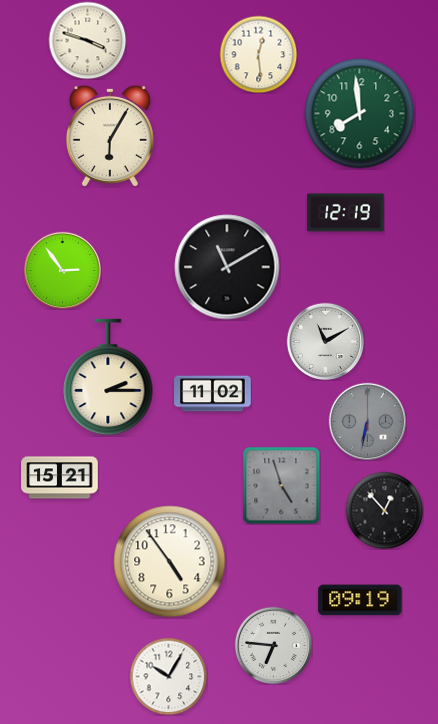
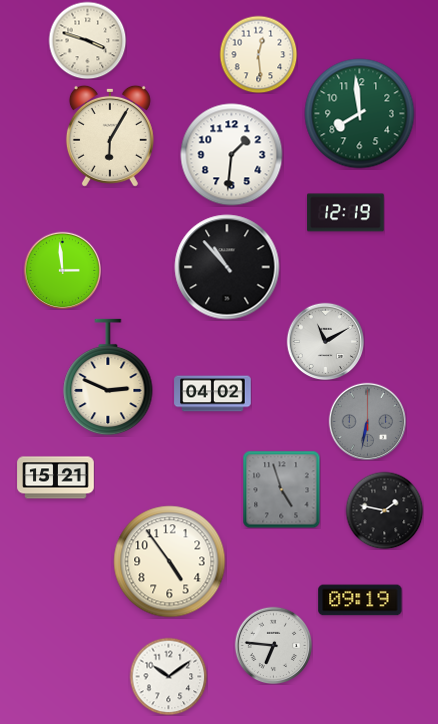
clock at (232, 155): none -> 1:31
clock at (227, 267): 11:10 -> 10:53
clock at (62, 270): 2:54 -> 2:59
clock at (108, 377): 2:15 -> 2:49
clock at (213, 394): 11:02 -> 04:02
clock at (60, 478) position: (60, 478) -> (56, 478)
clock at (281, 485) position: (281, 485) -> (281, 489)
clock at (384, 510): 12:53 -> 1:47
clock at (168, 676): 10:05 -> 10:09
